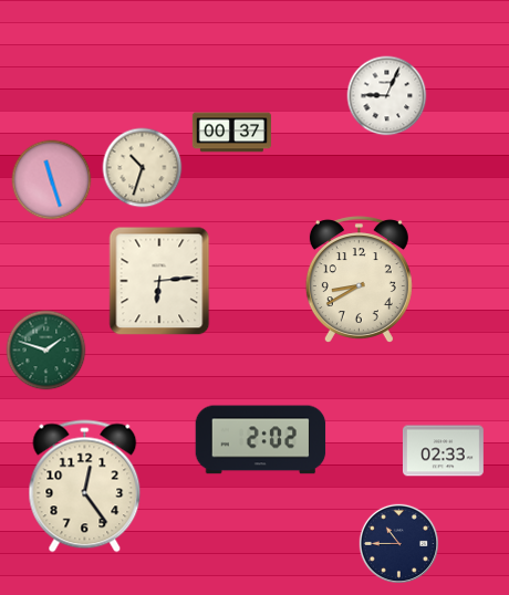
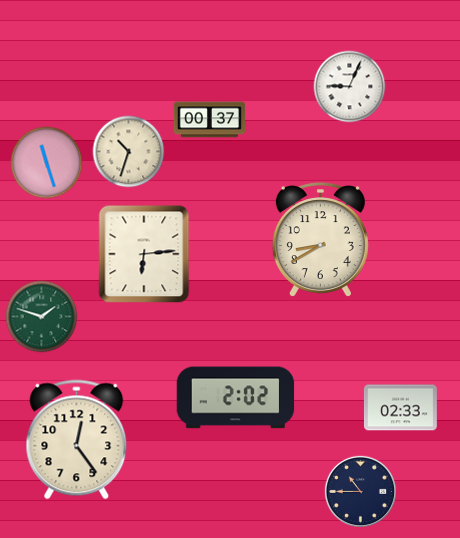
clock at (359, 279) position: (359, 279) -> (320, 239)
